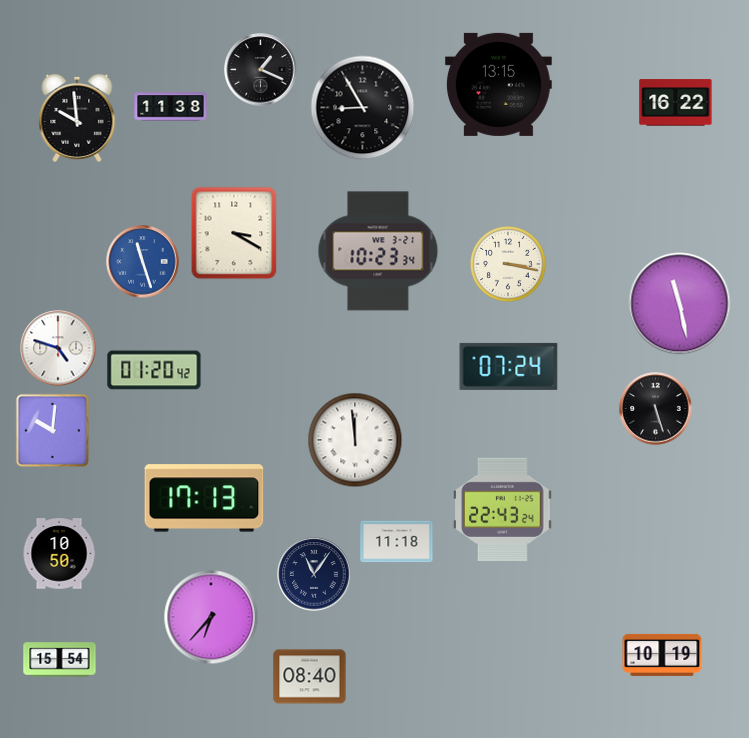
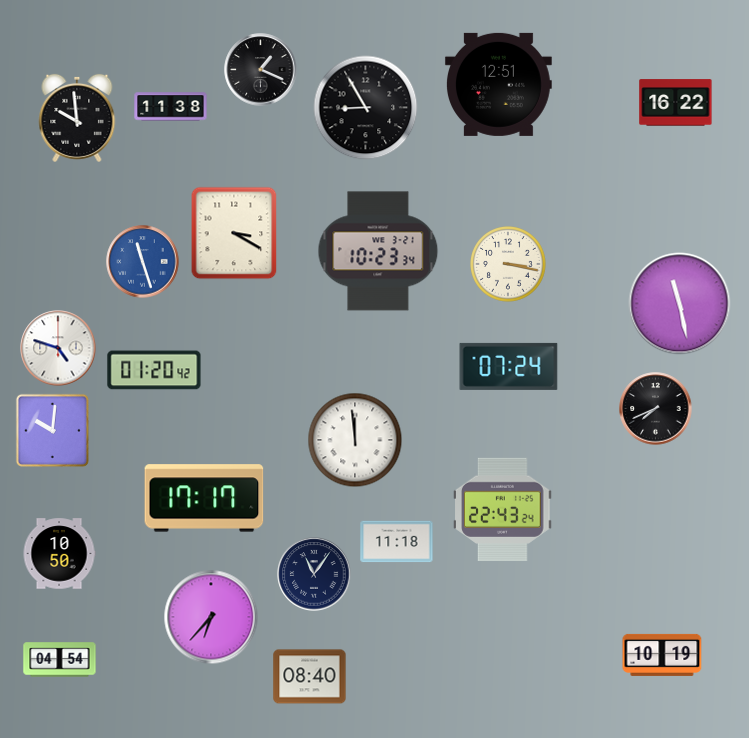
clock at (498, 84): 13:15 -> 12:51
clock at (363, 108) position: (363, 108) -> (366, 108)
clock at (656, 409): 5:27 -> 7:41
clock at (204, 498): 17:13 -> 17:17
clock at (60, 660): 15:54 -> 04:54
